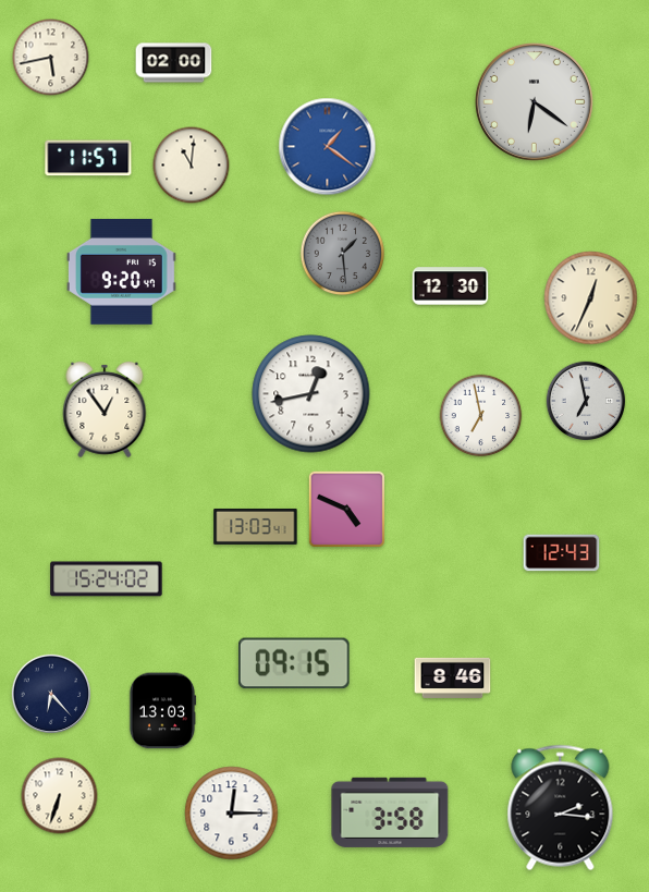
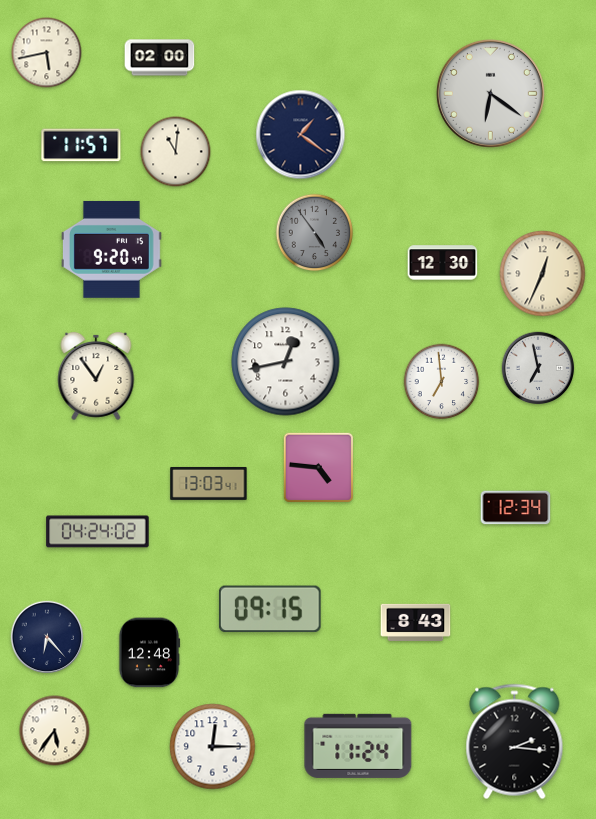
clock at (328, 147) dial: blue -> navy
clock at (343, 254): 1:29 -> 4:54
clock at (451, 286) position: (451, 286) -> (443, 263)
clock at (481, 416): 6:58 -> 6:59
clock at (346, 509): 4:49 -> 4:46
clock at (256, 526) position: (256, 526) -> (209, 483)
clock at (562, 553): 12:43 -> 12:34
clock at (107, 579): 15:24 -> 04:24
clock at (453, 677): 8:46 -> 8:43
clock at (162, 711): 13:03 -> 12:48
clock at (60, 796): 6:33 -> 5:36
clock at (390, 812): 3:58 -> 11:24
